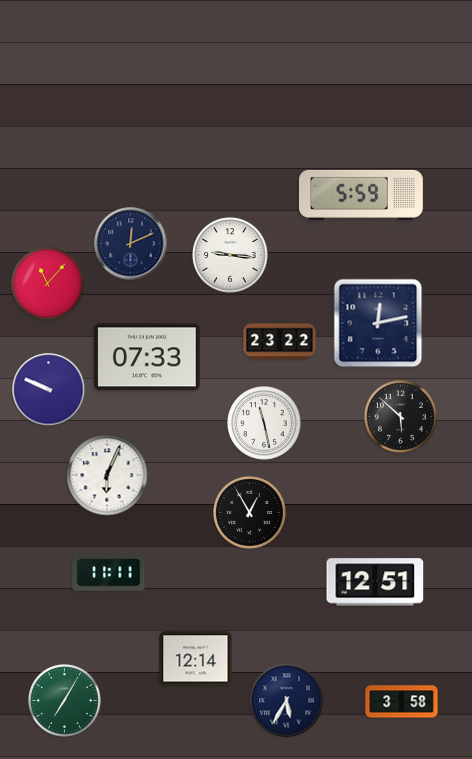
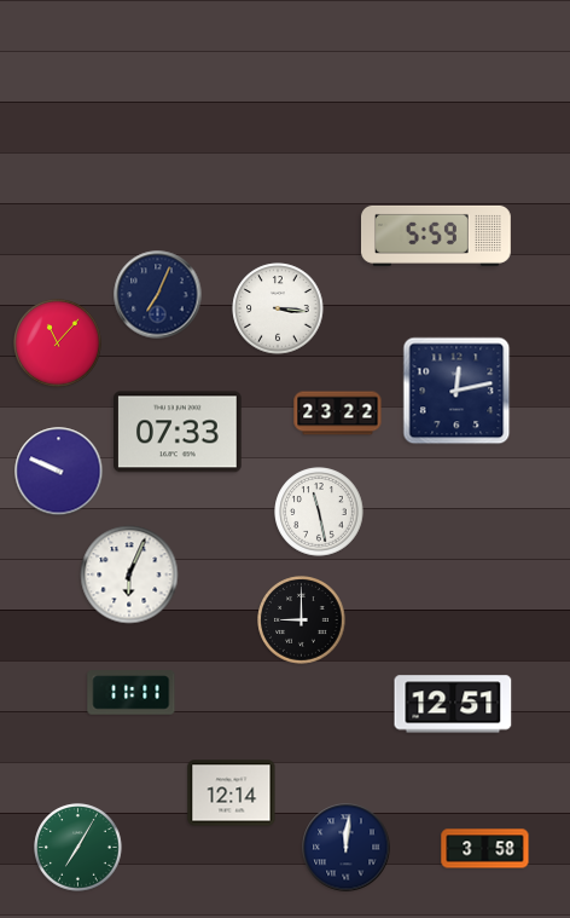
clock at (131, 244): 12:11 -> 7:04
clock at (230, 255): 9:16 -> 3:16
clock at (401, 417): 5:52 -> none
clock at (250, 513): 12:55 -> 9:00
clock at (196, 659) position: (196, 659) -> (232, 793)
clock at (287, 701): 5:35 -> 12:01
